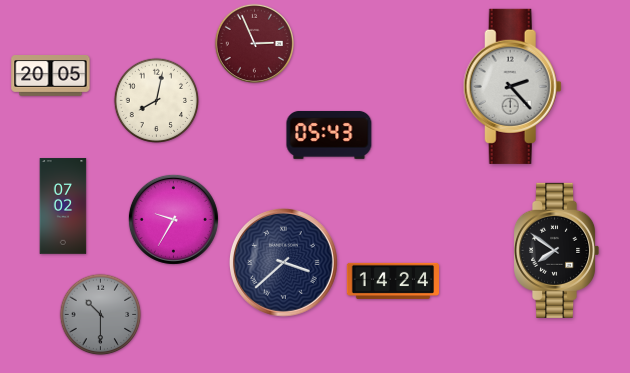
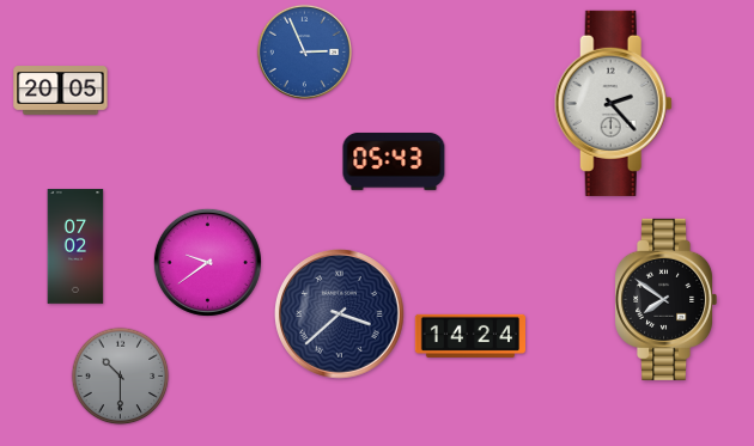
clock at (254, 43) dial: burgundy -> blue
clock at (156, 100): 8:02 -> none
clock at (173, 219): 9:35 -> 9:39
